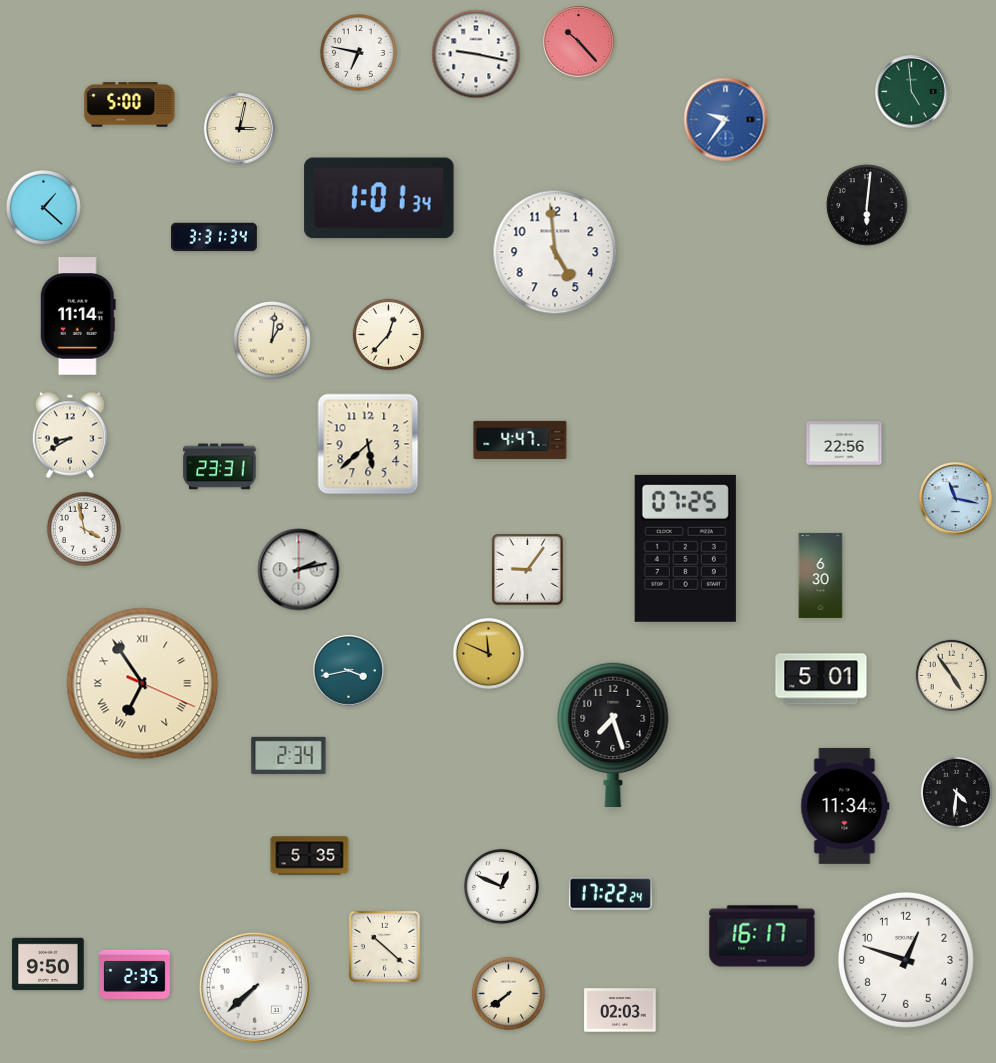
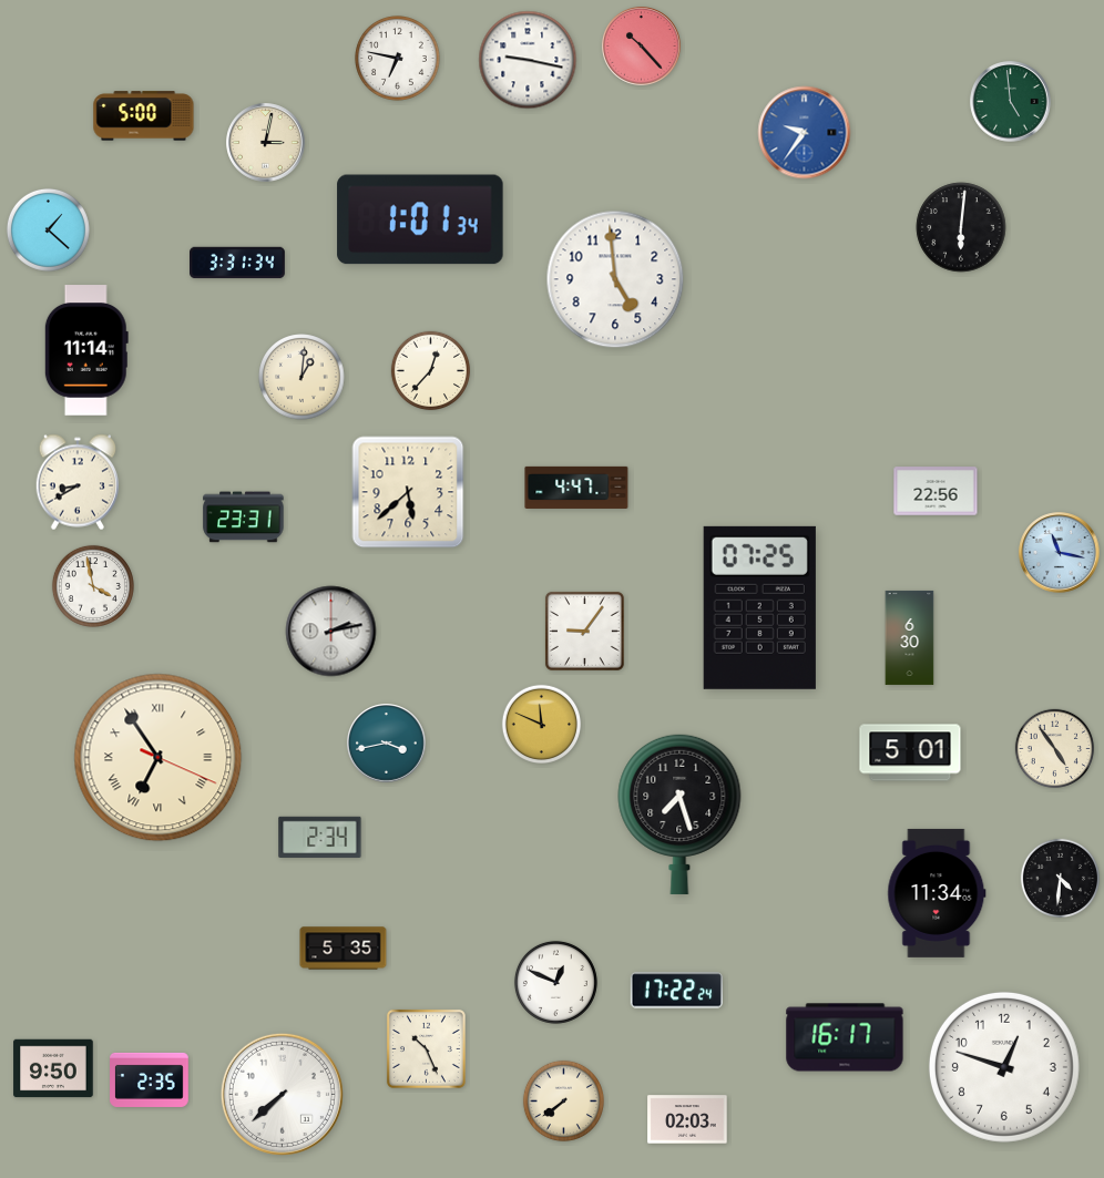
clock at (384, 946): 10:22 -> 10:26
clock at (906, 960) position: (906, 960) -> (1004, 1067)
